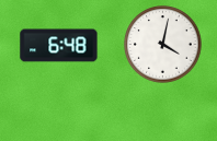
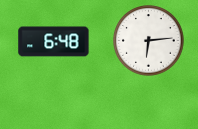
clock at (163, 45): 4:02 -> 6:14
